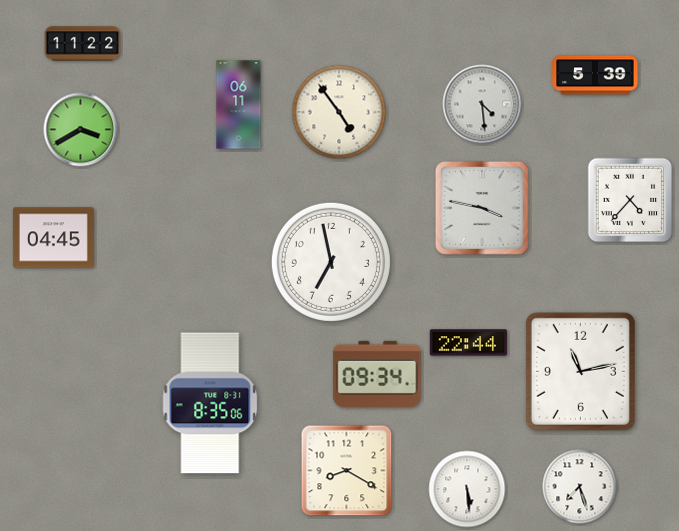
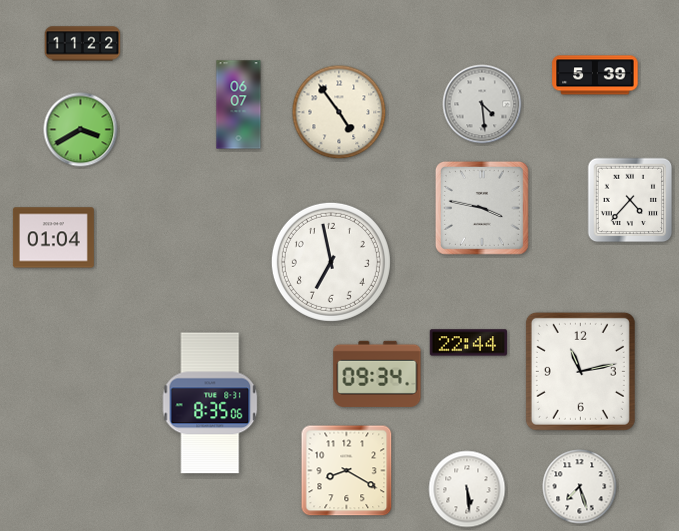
clock at (239, 105): 06:11 -> 06:07
clock at (53, 238): 04:45 -> 01:04
